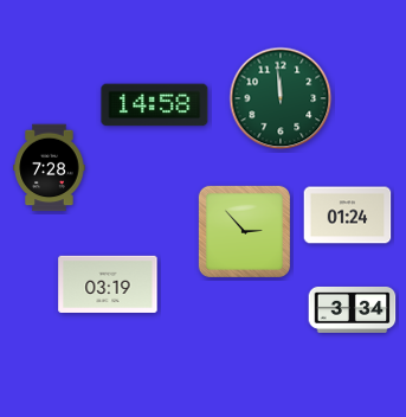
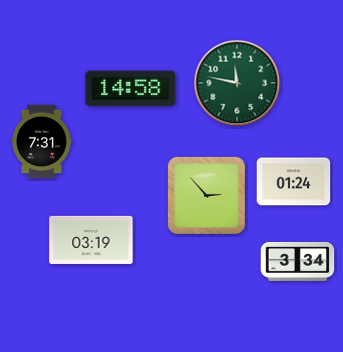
clock at (281, 98): 11:59 -> 11:47
clock at (50, 168): 7:28 -> 7:31
